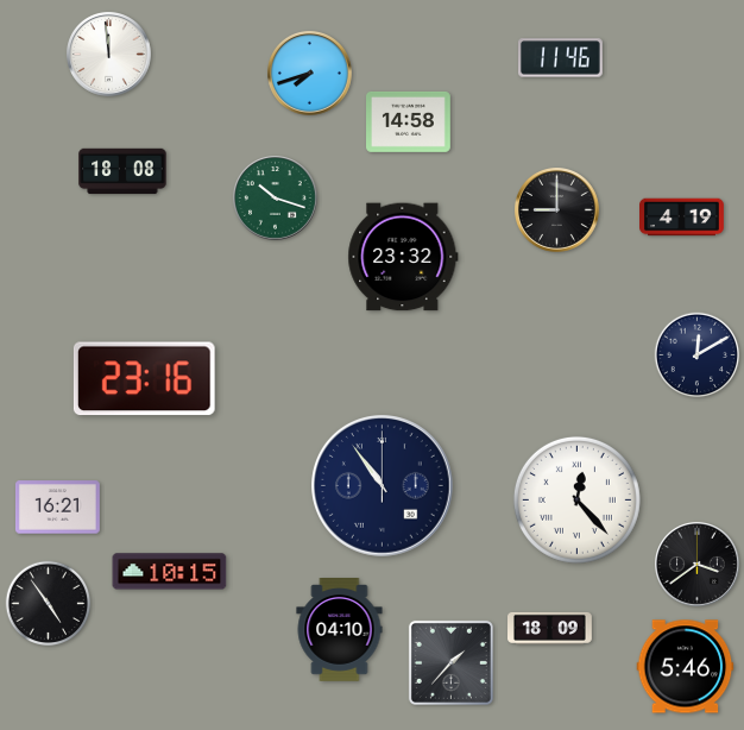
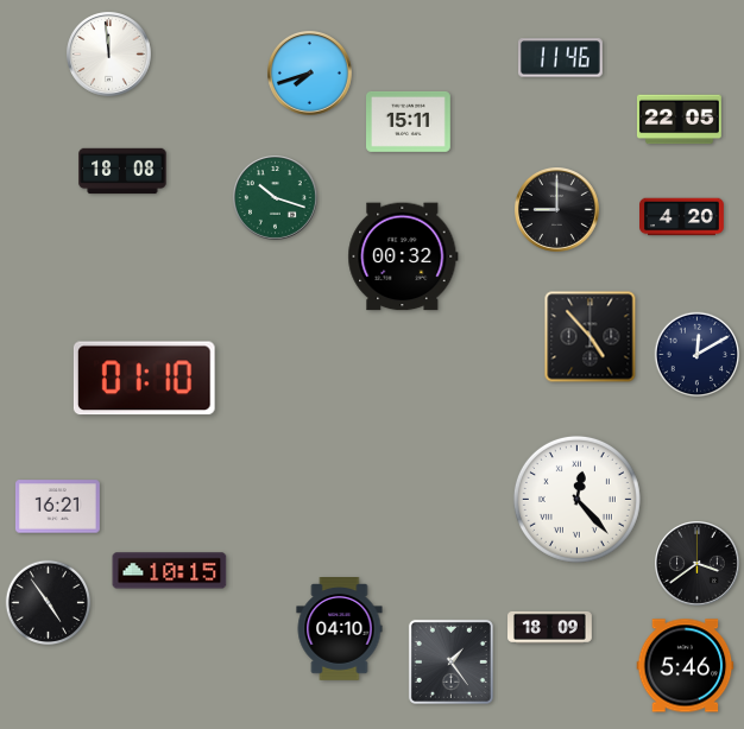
clock at (680, 120): none -> 22:05
clock at (409, 121): 14:58 -> 15:11
clock at (682, 218): 4:19 -> 4:20
clock at (403, 257): 23:32 -> 00:32
clock at (591, 337): none -> 4:53
clock at (144, 379): 23:16 -> 01:10
clock at (383, 486): 10:54 -> none
clock at (450, 662): 1:37 -> 1:24
